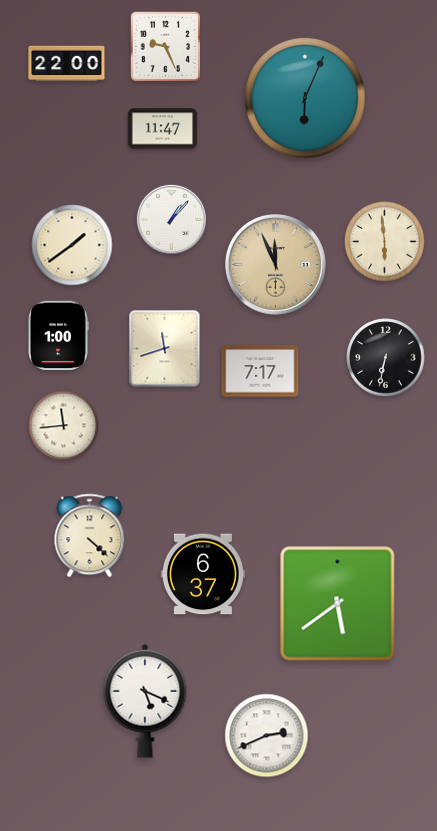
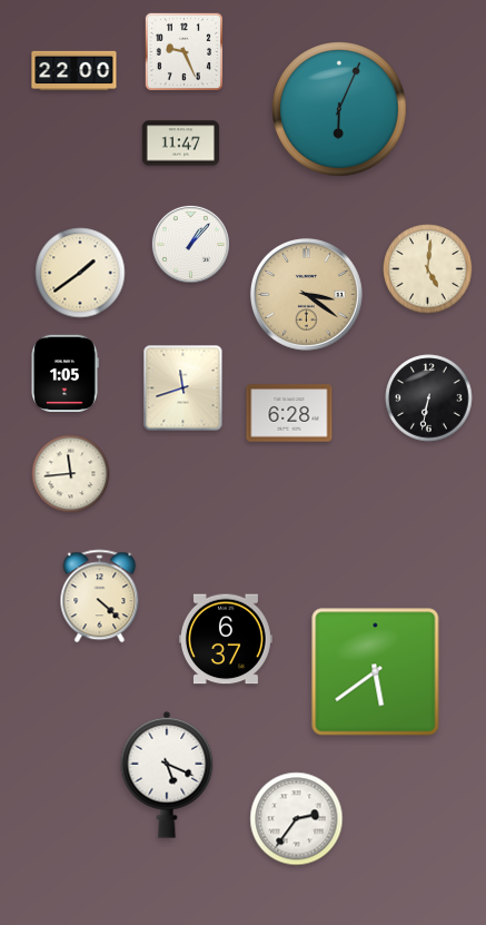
clock at (385, 242): 5:59 -> 5:01
clock at (275, 264): 11:56 -> 3:21
clock at (58, 335): 1:00 -> 1:05
clock at (260, 371): 7:17 -> 6:28
clock at (145, 701) position: (145, 701) -> (167, 775)
clock at (267, 736): 2:41 -> 2:36
